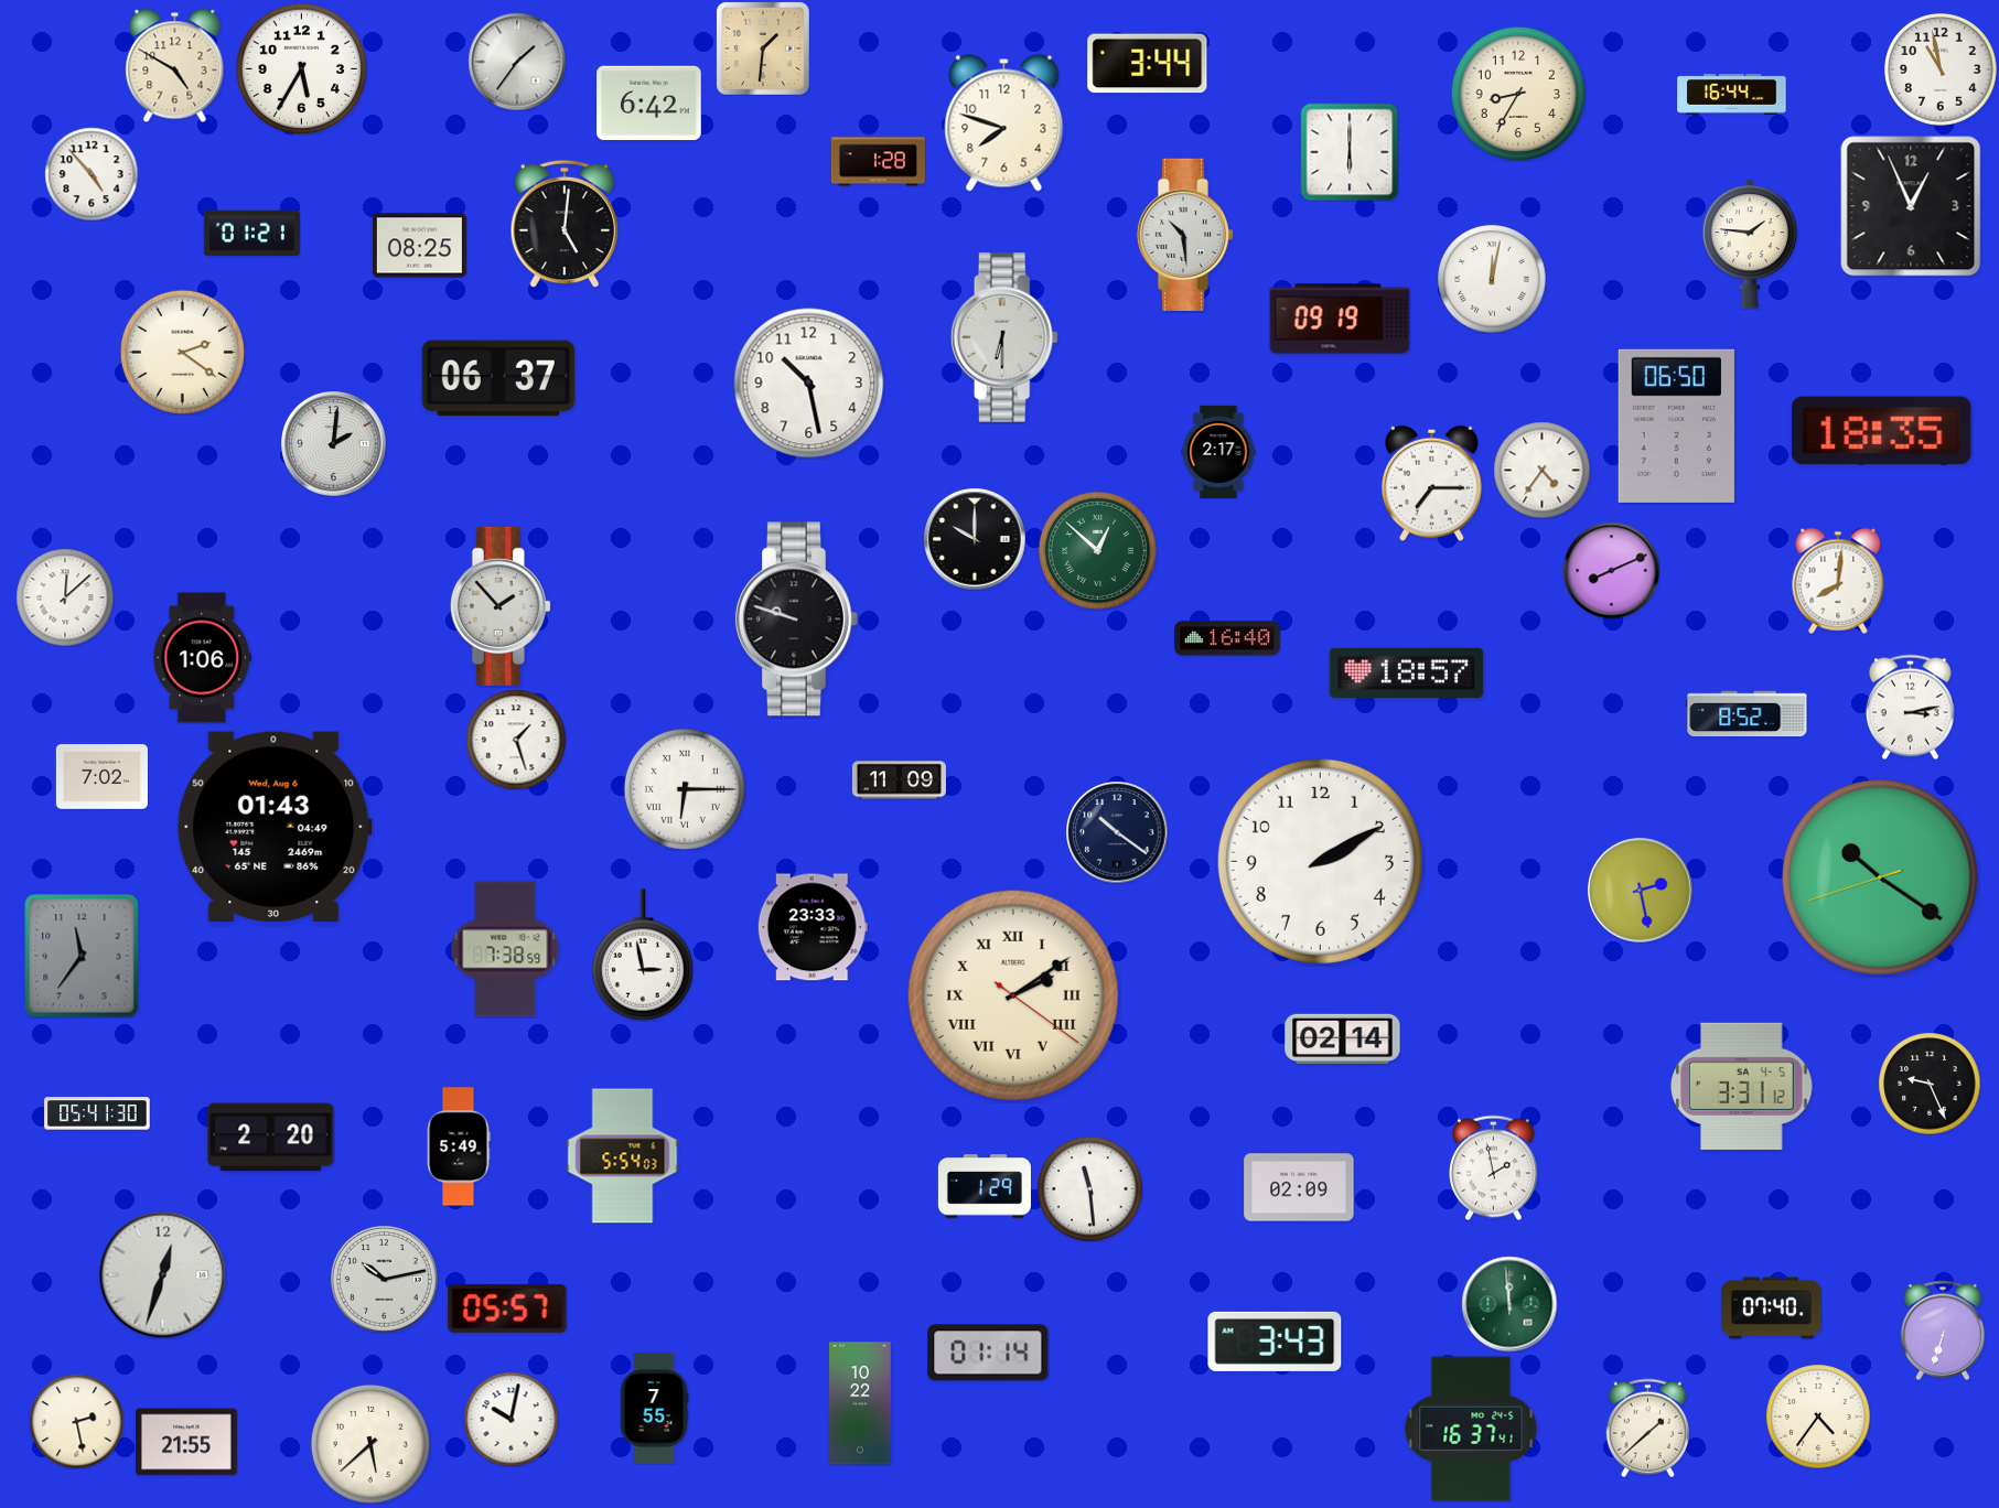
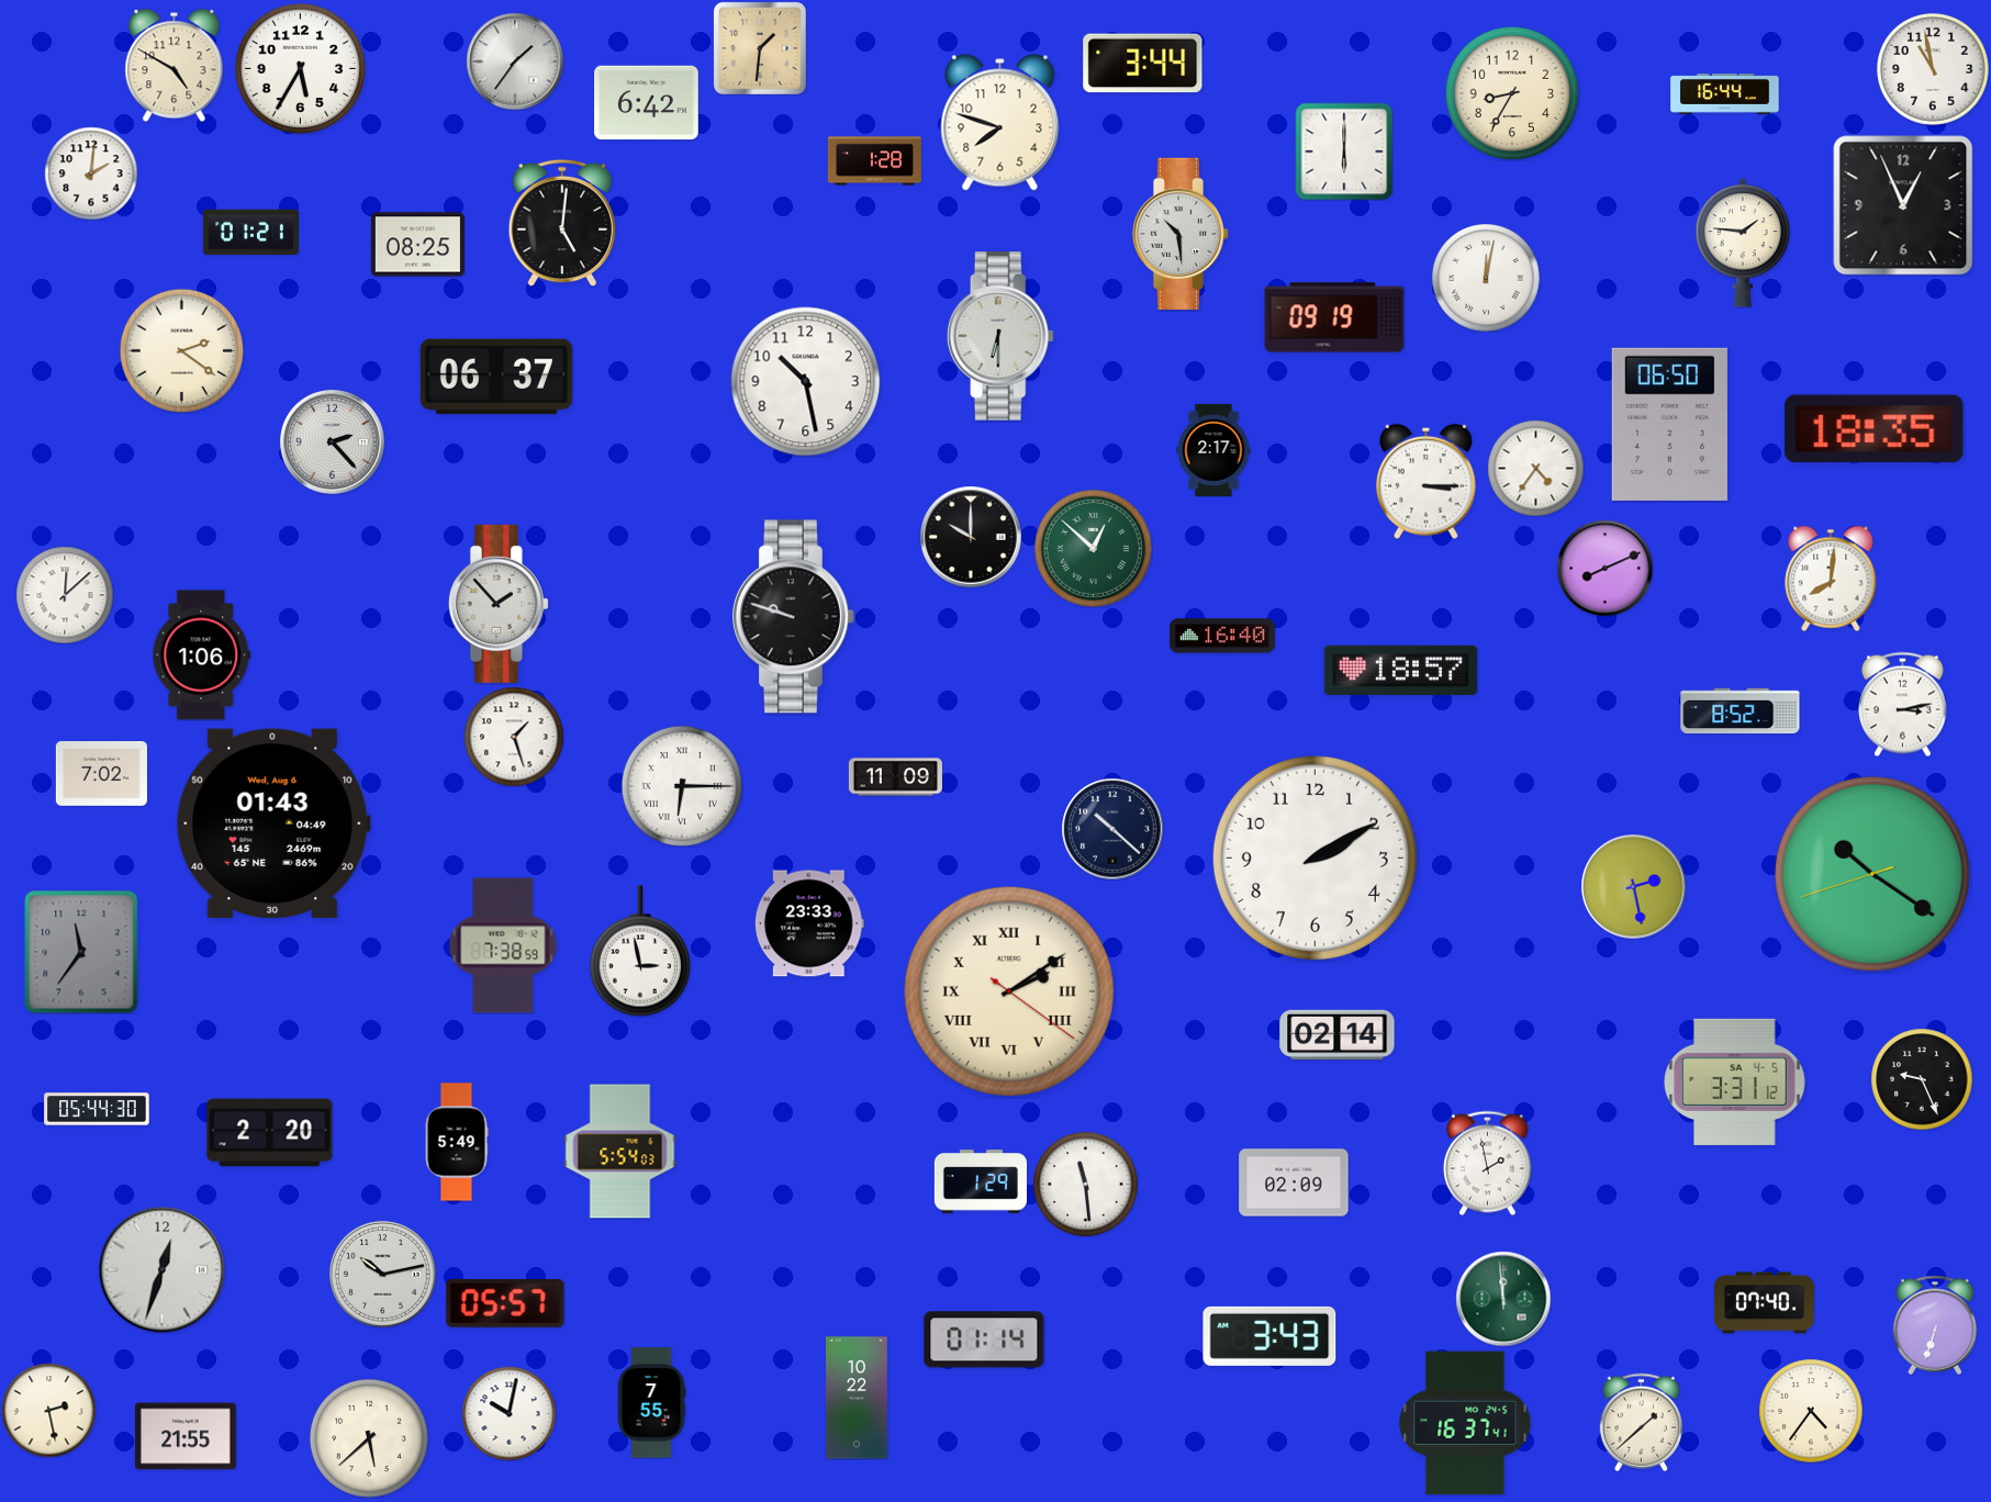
clock at (92, 174): 4:53 -> 2:01
clock at (334, 444): 2:01 -> 2:23
clock at (1431, 483): 7:15 -> 3:15
clock at (1117, 832): 10:21 -> 10:22
clock at (97, 1113): 05:41 -> 05:44
clock at (988, 1353) position: (988, 1353) -> (984, 1340)
clock at (76, 1421) position: (76, 1421) -> (48, 1410)
